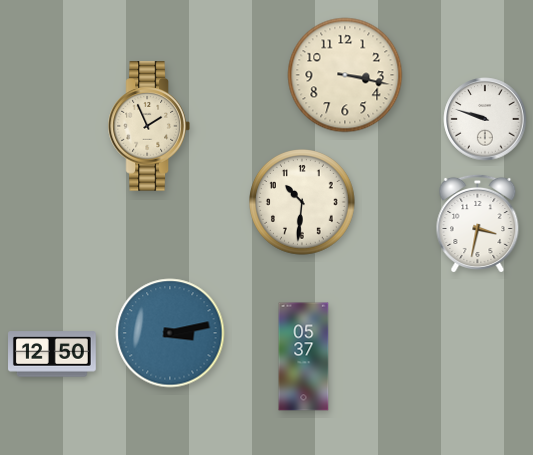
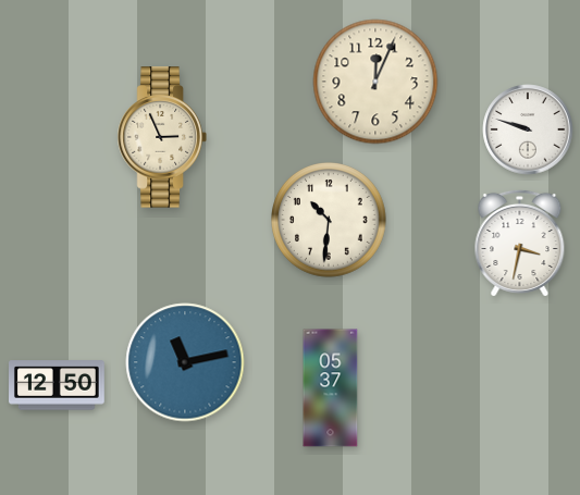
clock at (345, 75): 3:17 -> 12:04
clock at (149, 126): 1:56 -> 2:56
clock at (170, 333): 3:13 -> 11:13
